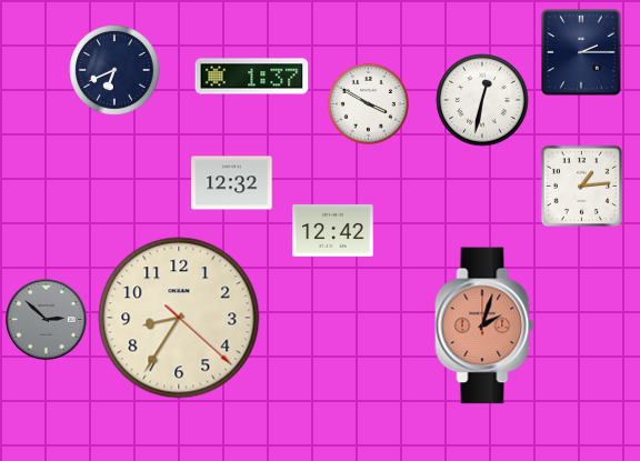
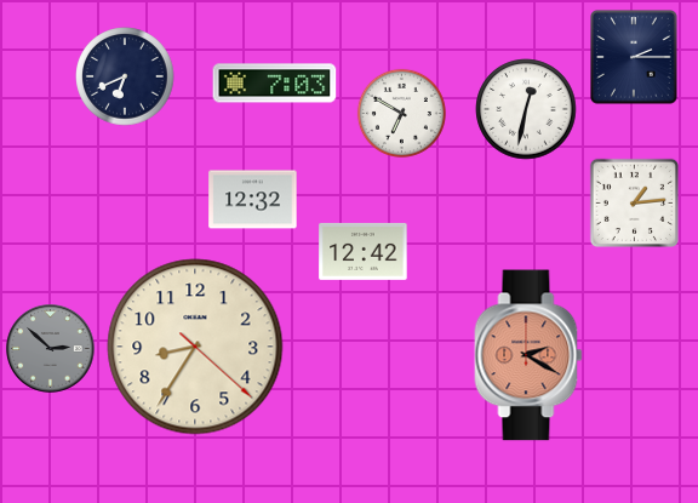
clock at (252, 77): 1:37 -> 7:03
clock at (368, 103): 3:50 -> 6:50
clock at (484, 325): 2:03 -> 2:20
